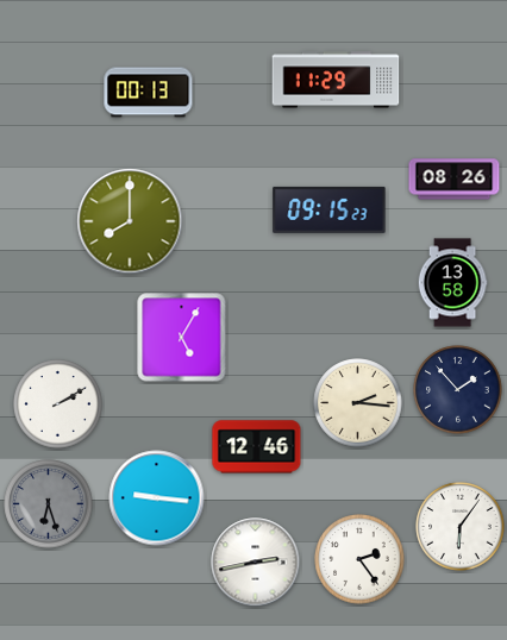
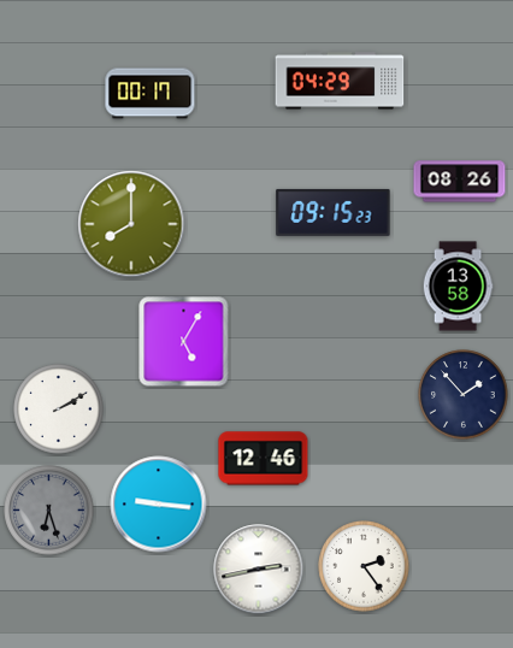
clock at (336, 80): 11:29 -> 04:29
clock at (149, 93): 00:13 -> 00:17
clock at (358, 403): 2:16 -> none
clock at (257, 447) position: (257, 447) -> (264, 459)
clock at (461, 527): 6:06 -> none
